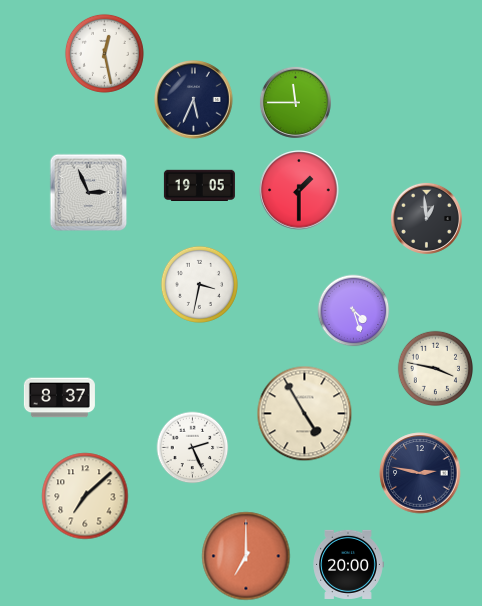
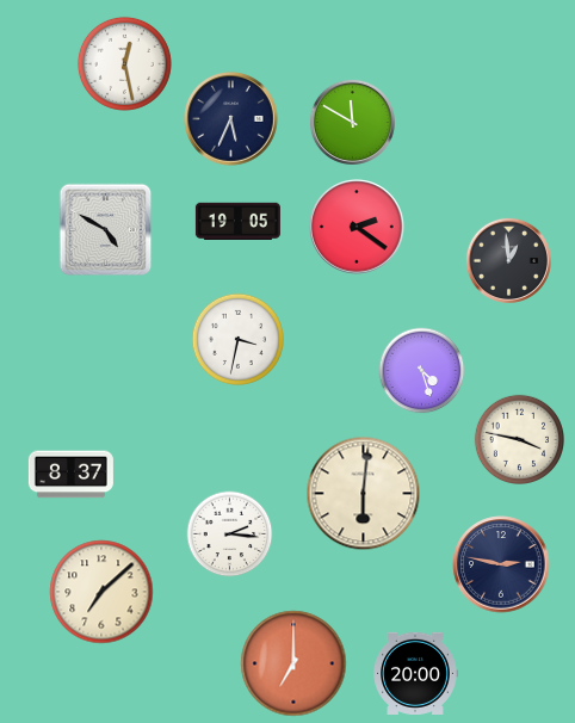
clock at (295, 102): 11:45 -> 11:50
clock at (299, 190): 1:30 -> 2:21
clock at (89, 193): 2:56 -> 4:50
clock at (305, 414): 4:55 -> 6:01
clock at (193, 448): 2:26 -> 2:16
